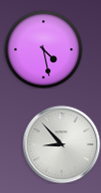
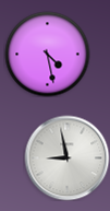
clock at (61, 144): 8:53 -> 8:58
